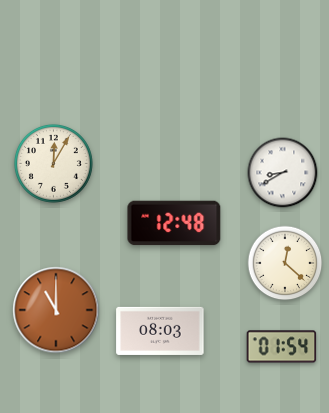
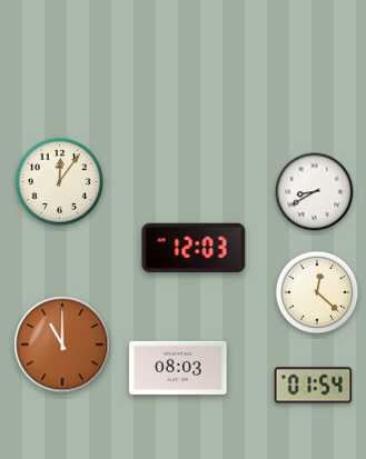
clock at (53, 163): 12:05 -> 12:06
clock at (174, 223): 12:48 -> 12:03
